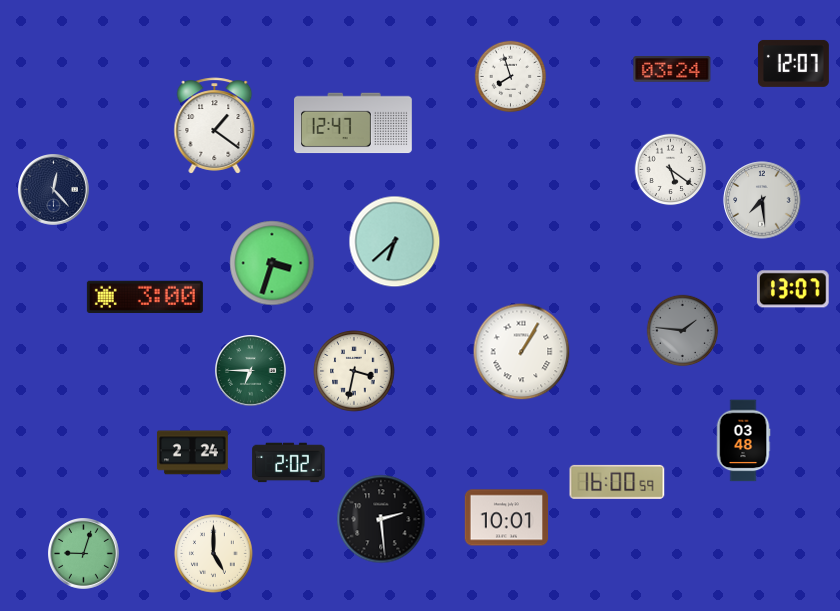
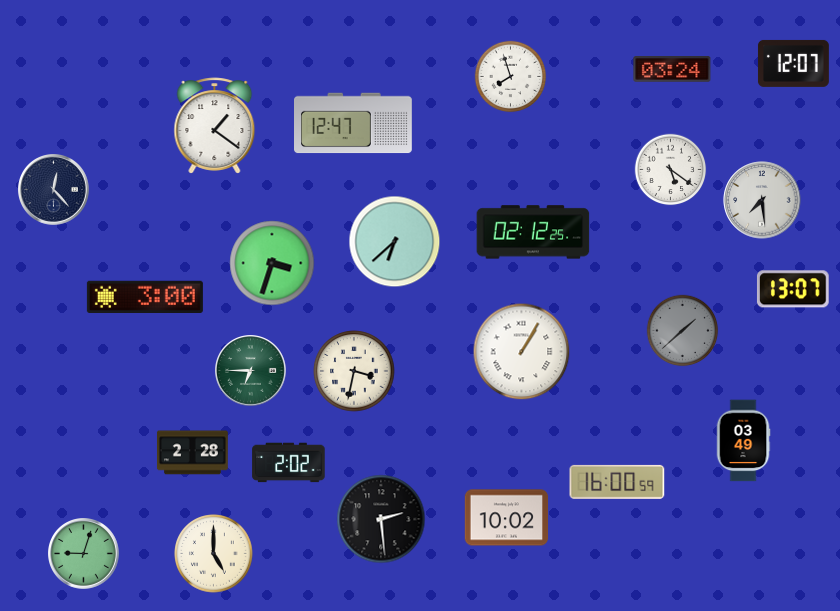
clock at (533, 232): none -> 02:12
clock at (683, 331): 1:46 -> 1:38
clock at (743, 441): 03:48 -> 03:49
clock at (192, 453): 2:24 -> 2:28
clock at (507, 518): 10:01 -> 10:02
